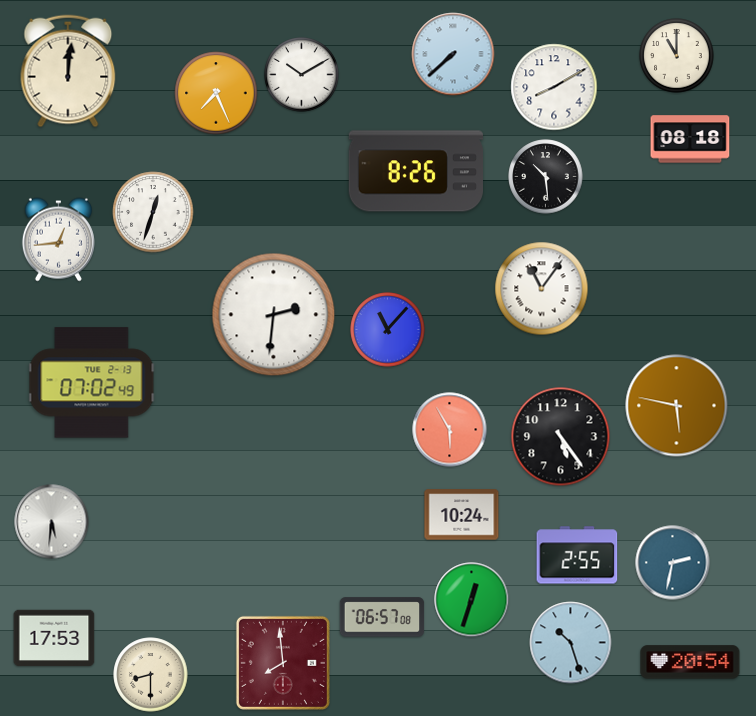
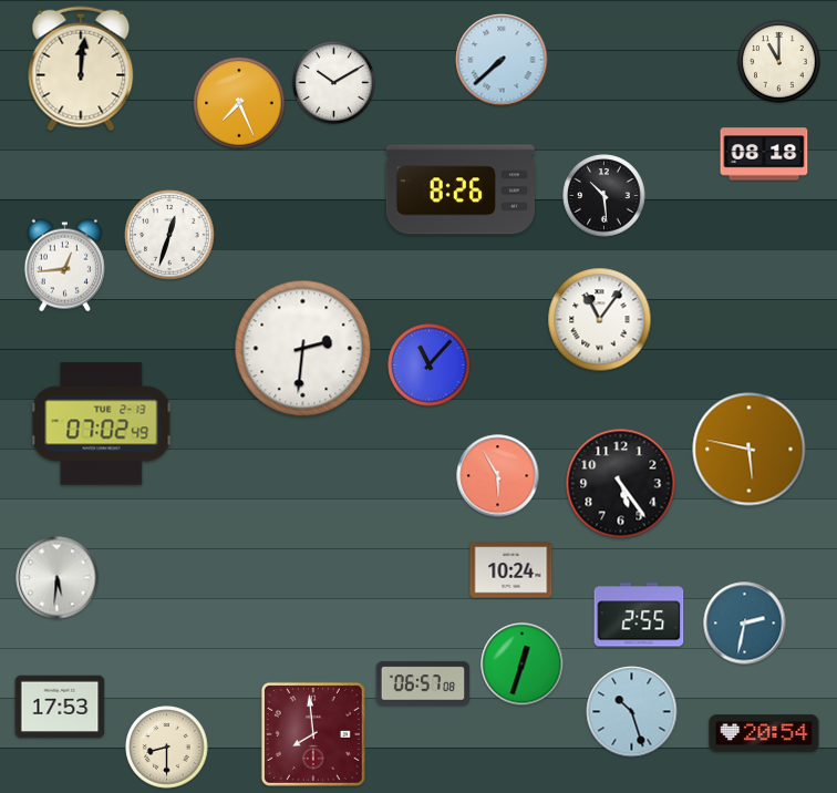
clock at (677, 56) position: (677, 56) -> (779, 62)
clock at (68, 71) position: (68, 71) -> (81, 69)
clock at (554, 87): 8:10 -> none
